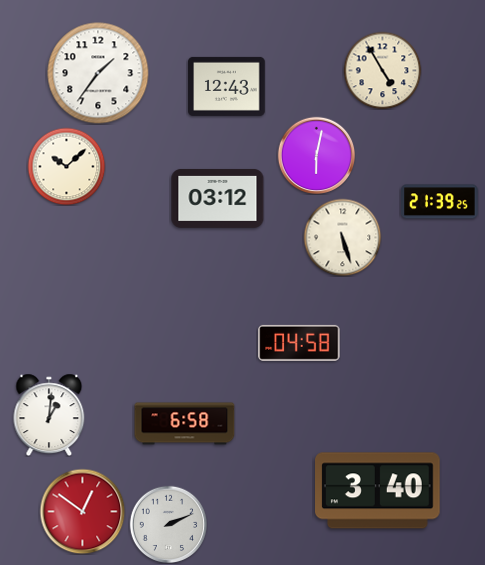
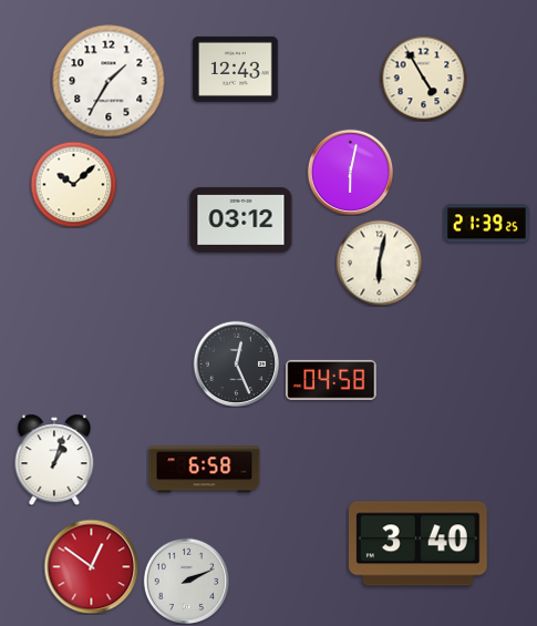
clock at (98, 73): 1:36 -> 1:35
clock at (227, 86) position: (227, 86) -> (236, 69)
clock at (342, 237): 5:27 -> 6:02
clock at (236, 363): none -> 12:26
clock at (49, 415): 1:01 -> 1:03
